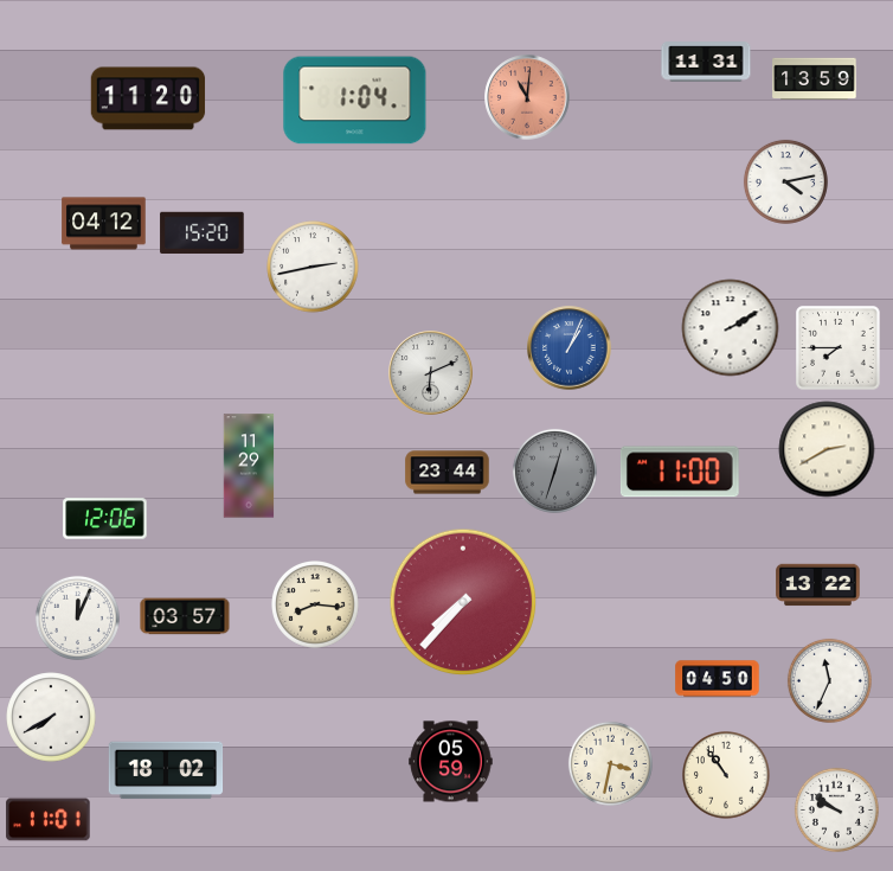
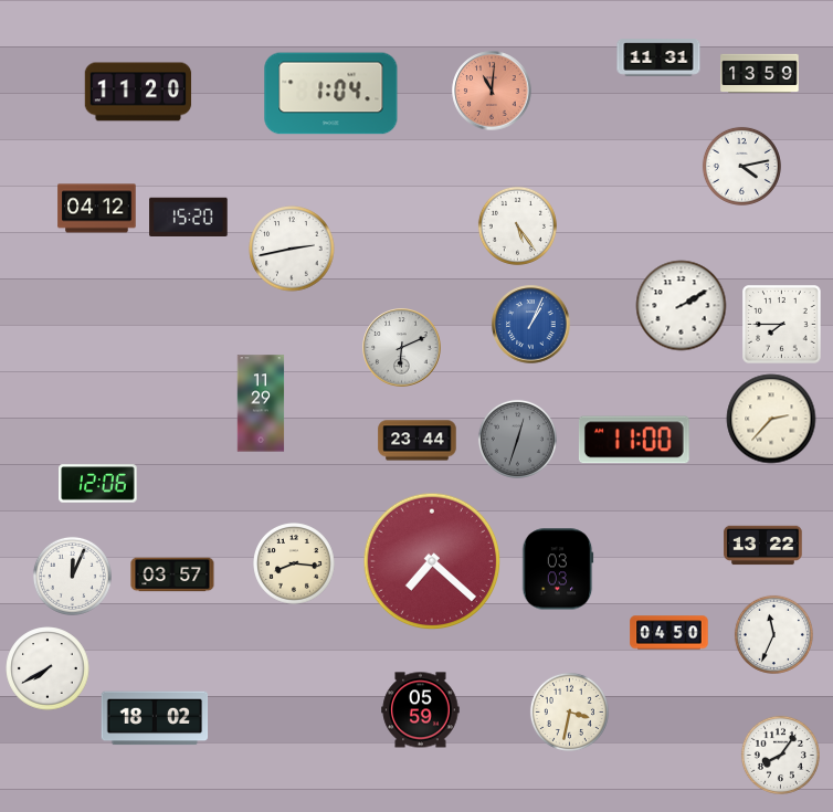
clock at (785, 181) position: (785, 181) -> (741, 166)
clock at (517, 225): none -> 5:24
clock at (827, 449): 2:40 -> 2:37
clock at (249, 466) position: (249, 466) -> (261, 403)
clock at (463, 602): 7:37 -> 7:22
clock at (558, 569): none -> 03:03
clock at (727, 776): 10:54 -> none
clock at (836, 809): 9:51 -> 8:06
clock at (49, 820): 11:01 -> none
